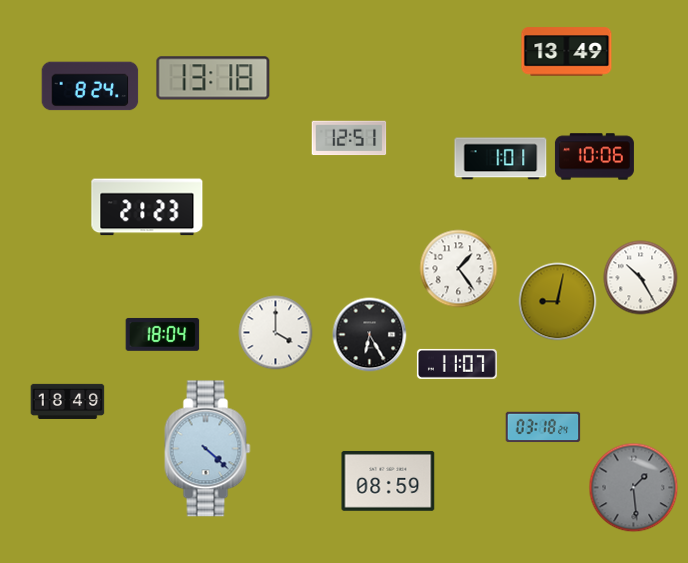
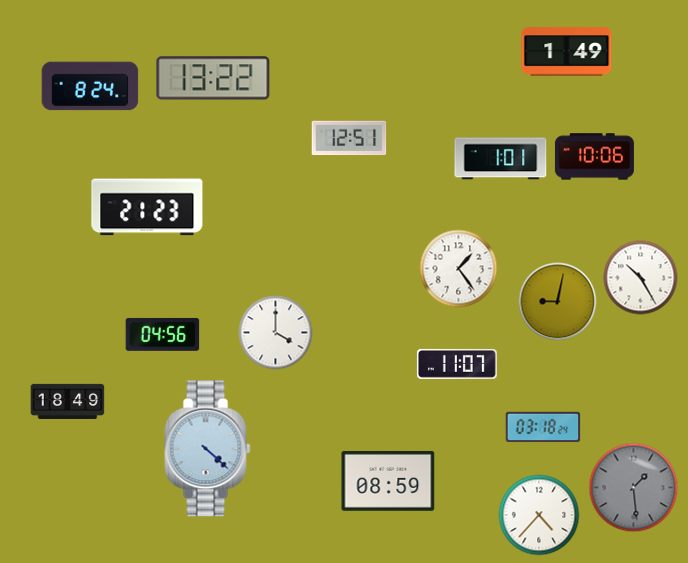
clock at (567, 52): 13:49 -> 1:49
clock at (213, 78): 13:18 -> 13:22
clock at (163, 335): 18:04 -> 04:56
clock at (370, 335): 6:25 -> none
clock at (539, 515): none -> 4:37
